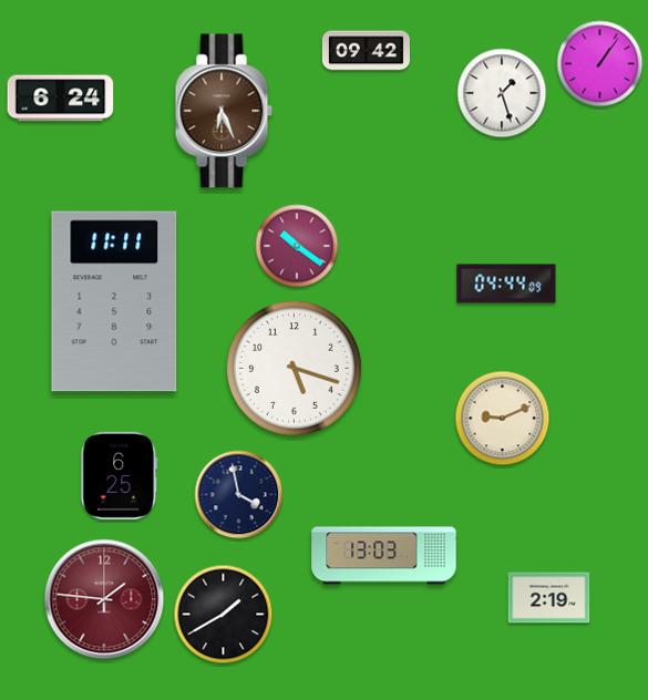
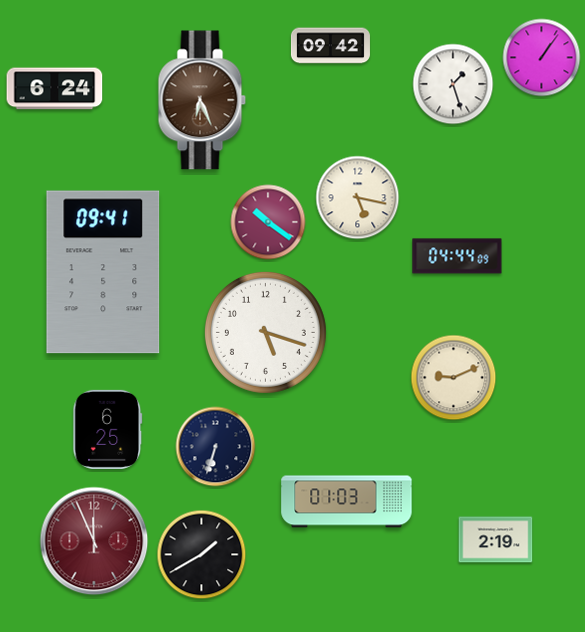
clock at (358, 198): none -> 5:17
clock at (114, 301): 11:11 -> 09:41
clock at (239, 495): 3:58 -> 6:33
clock at (384, 556): 13:03 -> 01:03
clock at (104, 599): 1:46 -> 11:56
